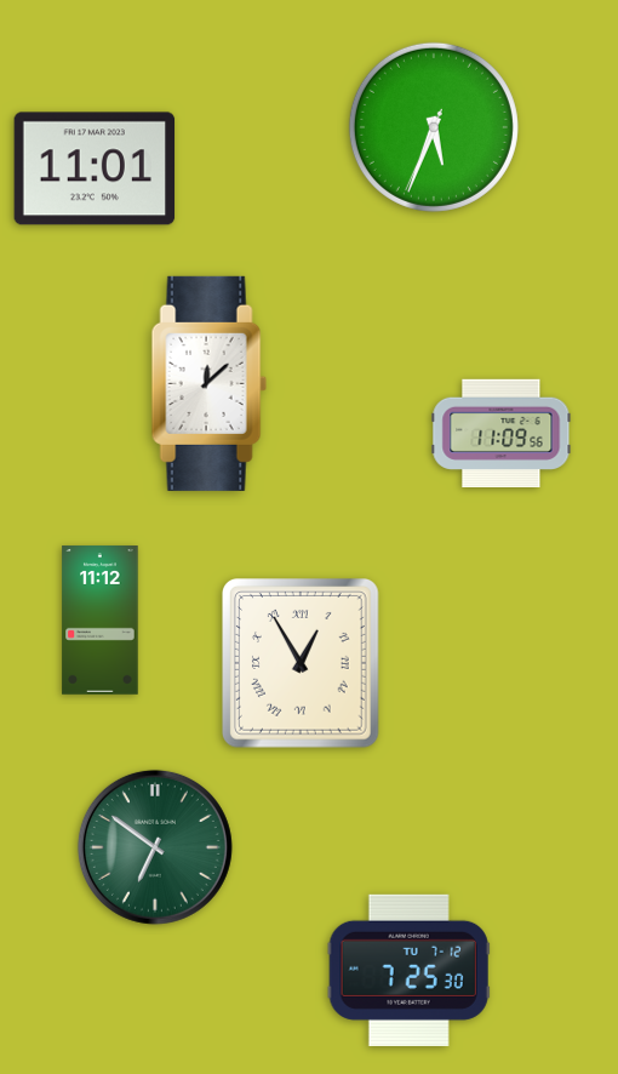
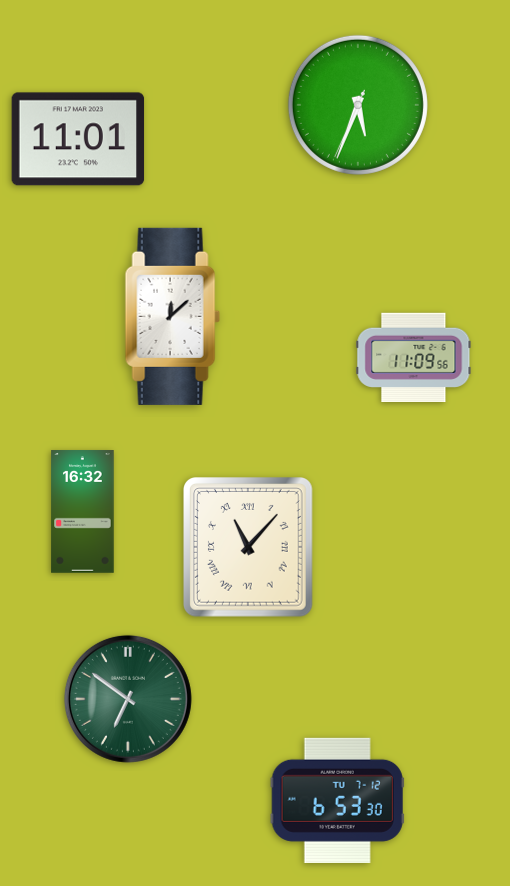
clock at (101, 621): 11:12 -> 16:32
clock at (302, 664): 12:55 -> 11:07
clock at (408, 970): 7:25 -> 6:53
